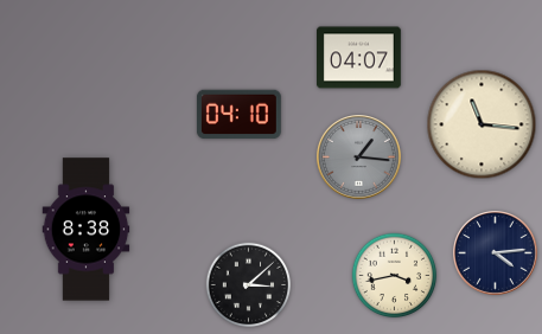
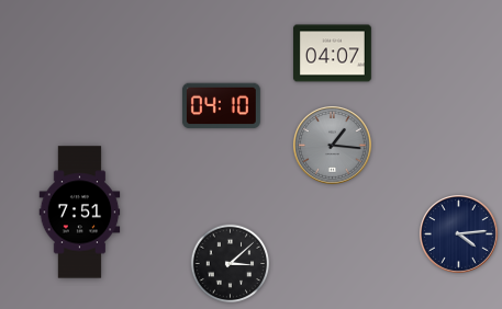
clock at (482, 124): 11:16 -> none
clock at (87, 230): 8:38 -> 7:51
clock at (395, 276): 3:43 -> none
